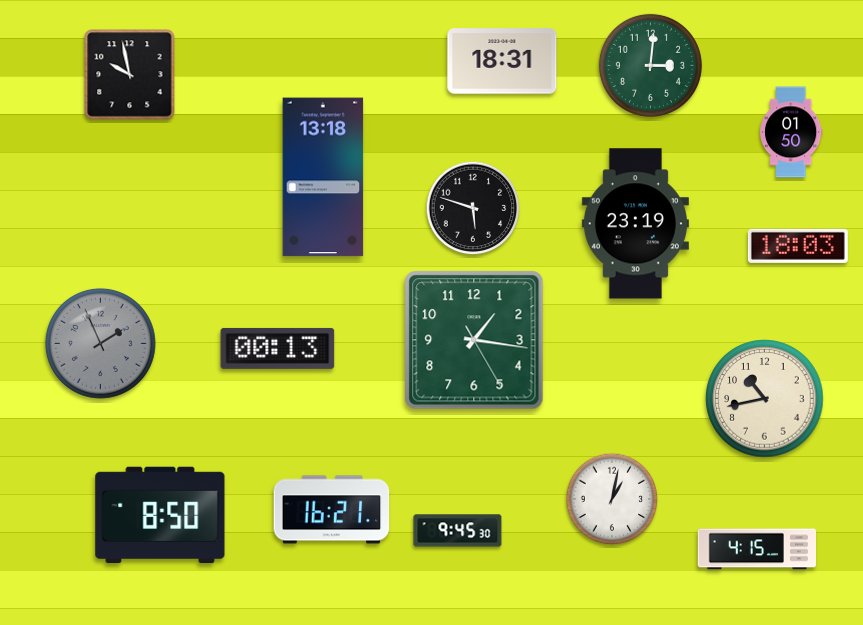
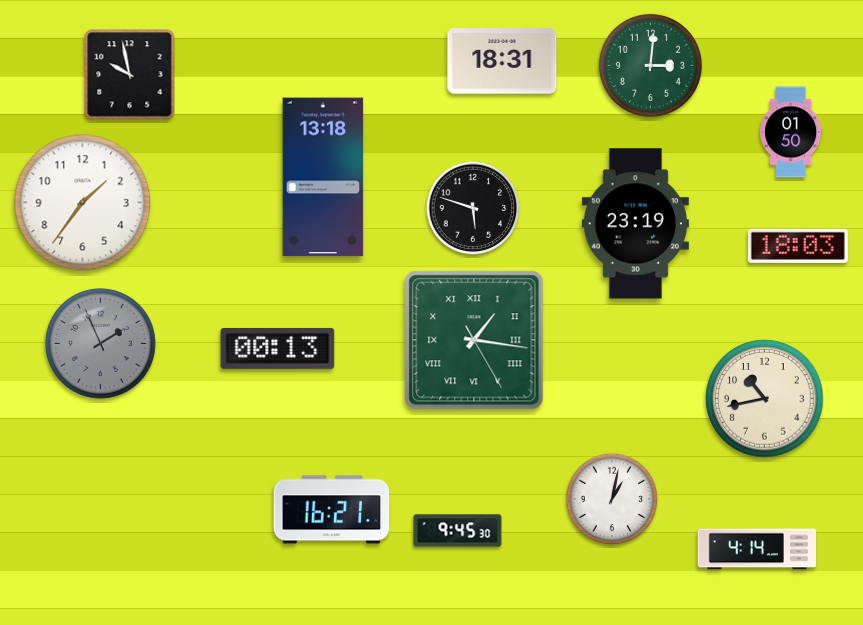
clock at (83, 203): none -> 1:36
clock at (474, 340) numerals: Arabic -> Roman
clock at (160, 515): 8:50 -> none
clock at (756, 549): 4:15 -> 4:14
